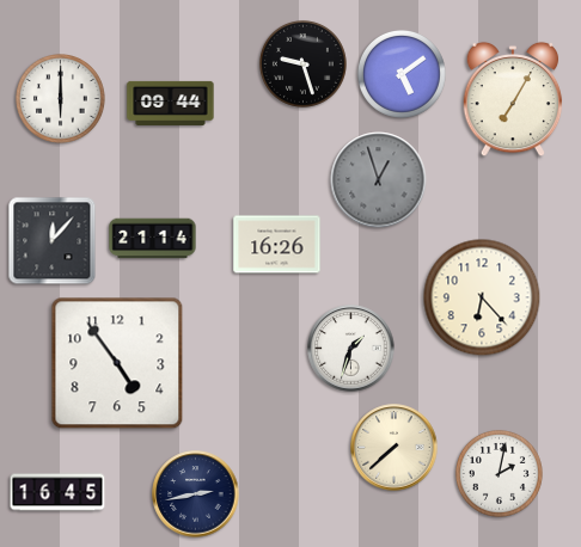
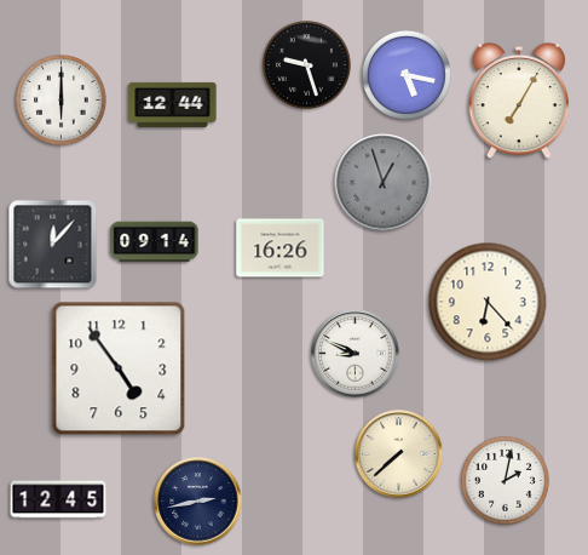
clock at (402, 74): 5:09 -> 5:17
clock at (171, 103): 09:44 -> 12:44
clock at (153, 239): 21:14 -> 09:14
clock at (351, 349): 1:33 -> 8:49
clock at (57, 492): 16:45 -> 12:45
